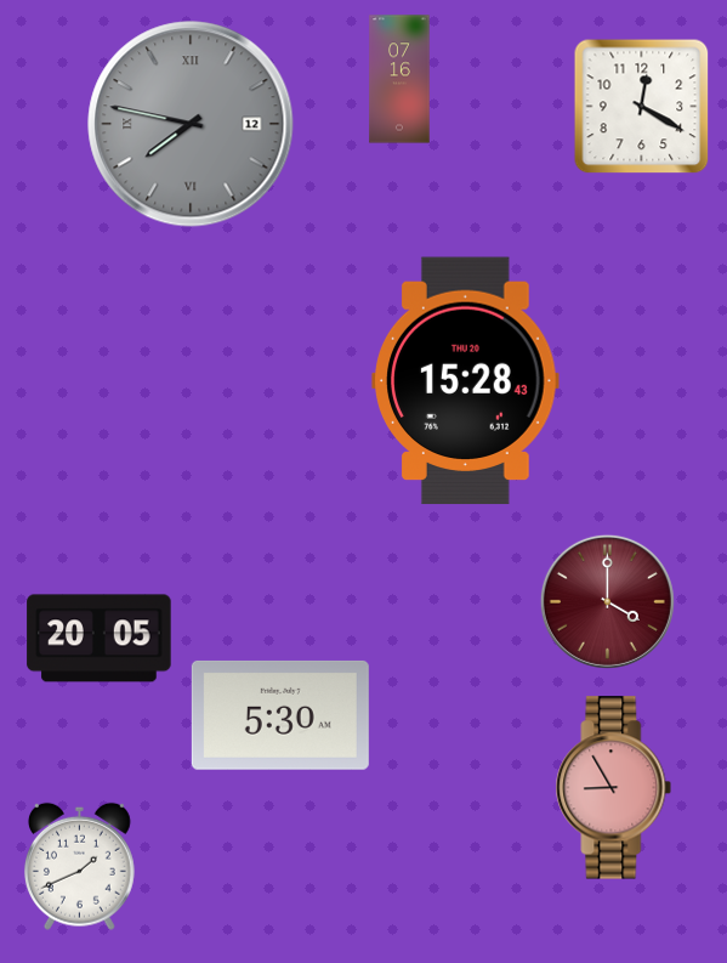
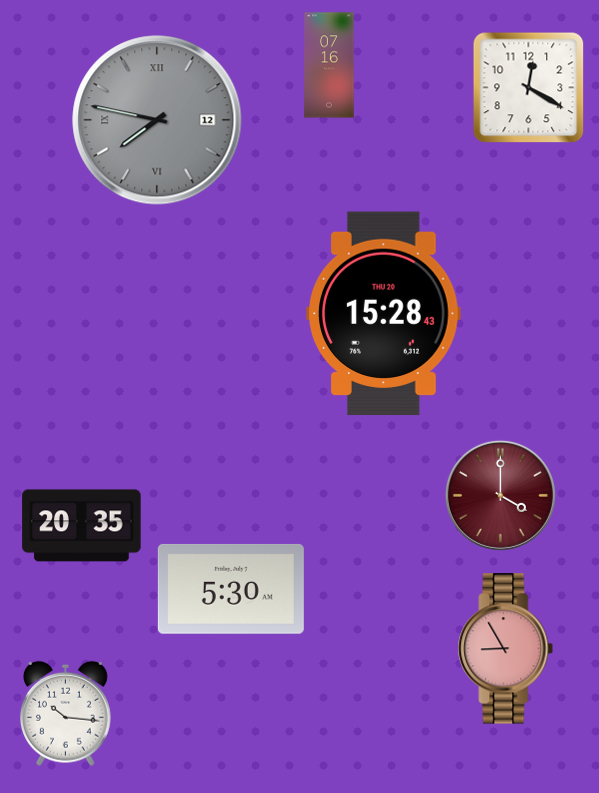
clock at (191, 124) position: (191, 124) -> (157, 120)
clock at (100, 639): 20:05 -> 20:35
clock at (79, 866): 1:41 -> 10:16
